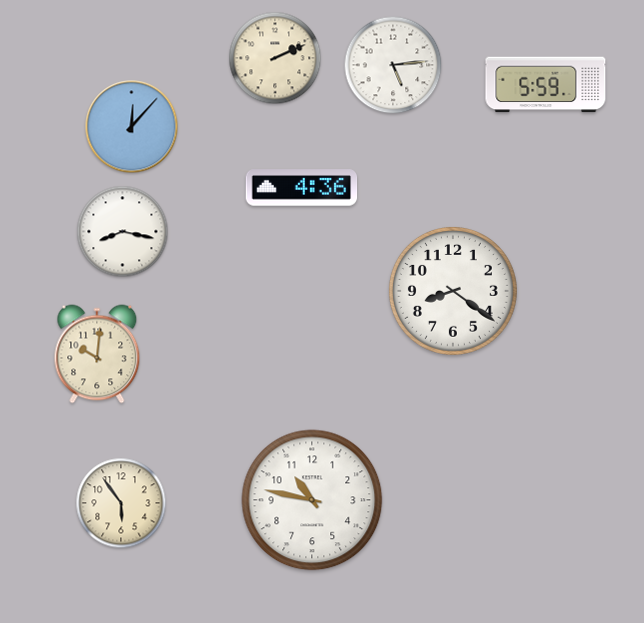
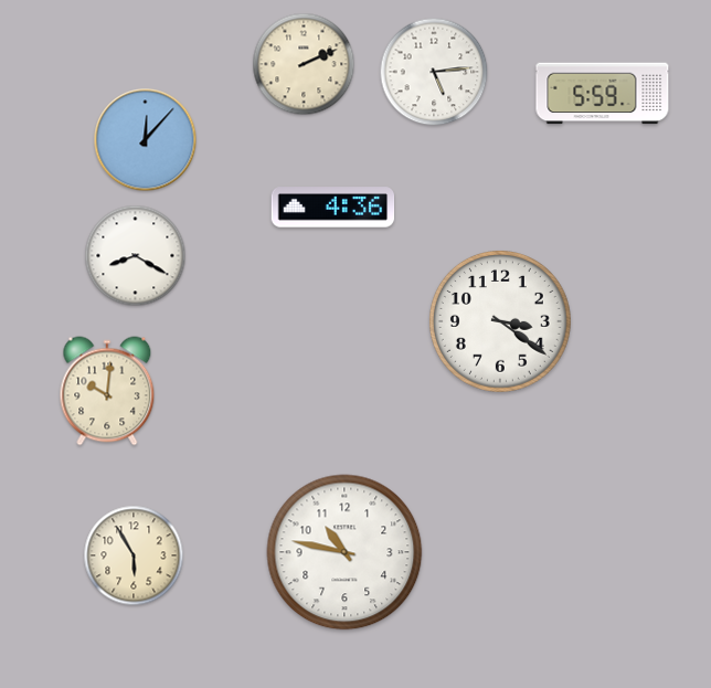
clock at (123, 232): 8:17 -> 8:20
clock at (453, 291): 8:21 -> 3:21
clock at (121, 503): 5:54 -> 5:55
